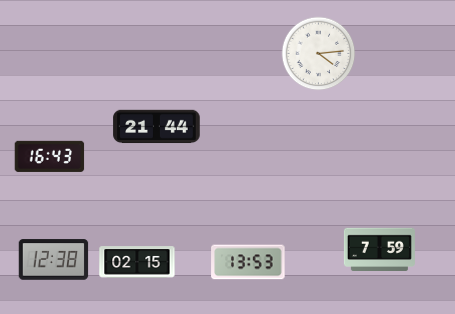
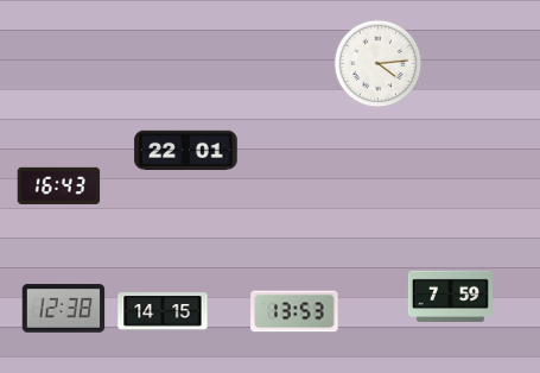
clock at (157, 127): 21:44 -> 22:01
clock at (137, 262): 02:15 -> 14:15
